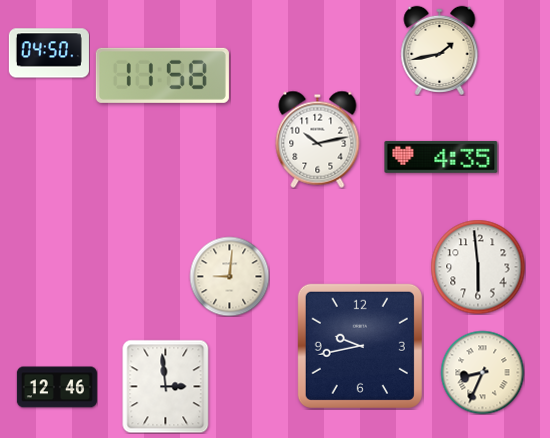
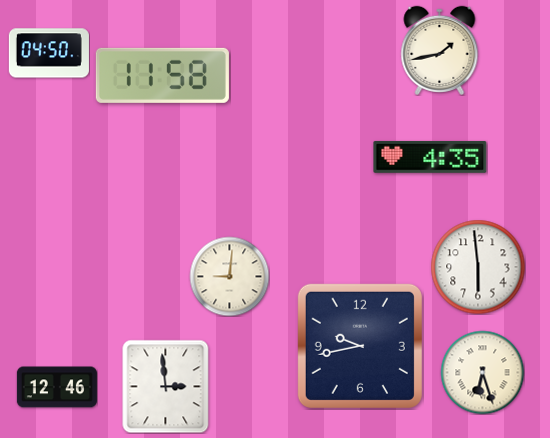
clock at (318, 139): 10:13 -> none
clock at (441, 157) position: (441, 157) -> (430, 157)
clock at (482, 372): 8:34 -> 6:27
